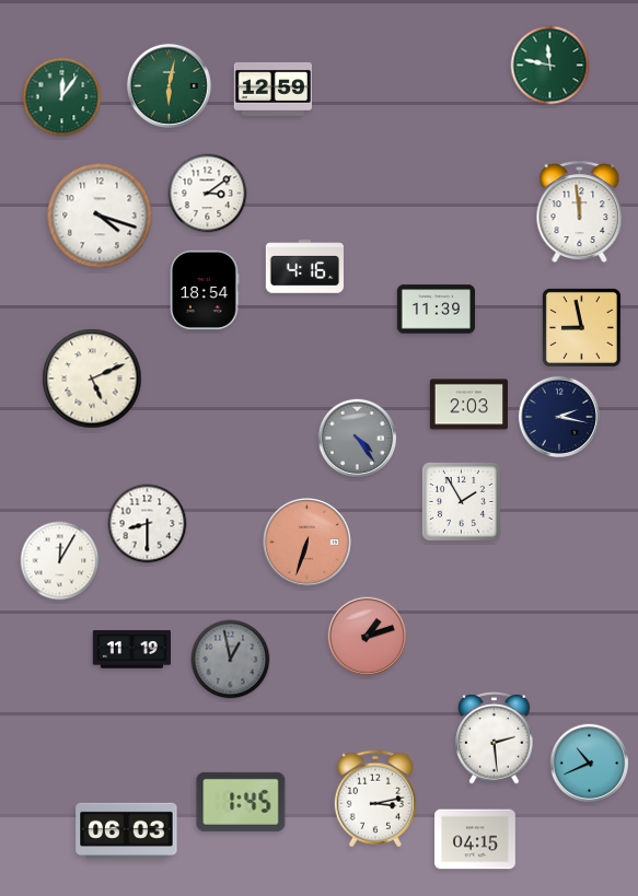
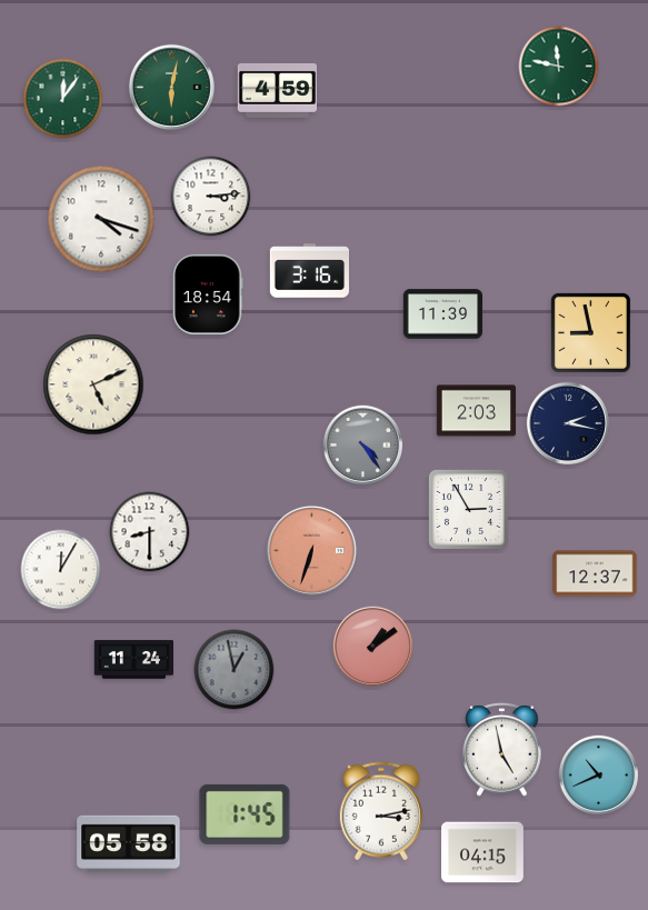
clock at (272, 89): 12:59 -> 4:59
clock at (208, 194): 3:09 -> 3:14
clock at (580, 212): 11:59 -> none
clock at (304, 267): 4:16 -> 3:16
clock at (461, 501): 1:55 -> 2:55
clock at (595, 573): none -> 12:37
clock at (368, 637): 1:12 -> 1:09
clock at (131, 650): 11:19 -> 11:24
clock at (495, 738): 2:29 -> 4:58
clock at (127, 830): 06:03 -> 05:58
